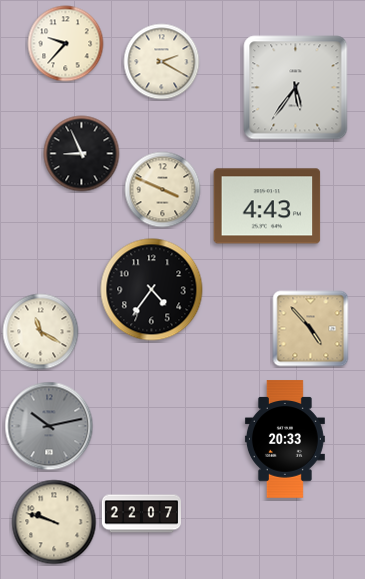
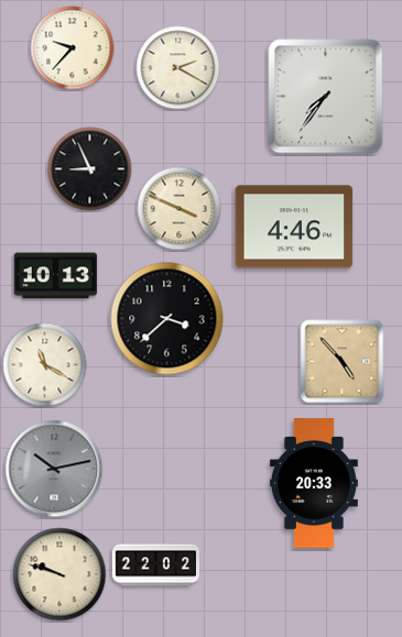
clock at (296, 88): 5:36 -> 7:36
clock at (267, 206): 4:43 -> 4:46
clock at (56, 276): none -> 10:13
clock at (152, 290): 4:36 -> 3:38
clock at (141, 514): 22:07 -> 22:02
